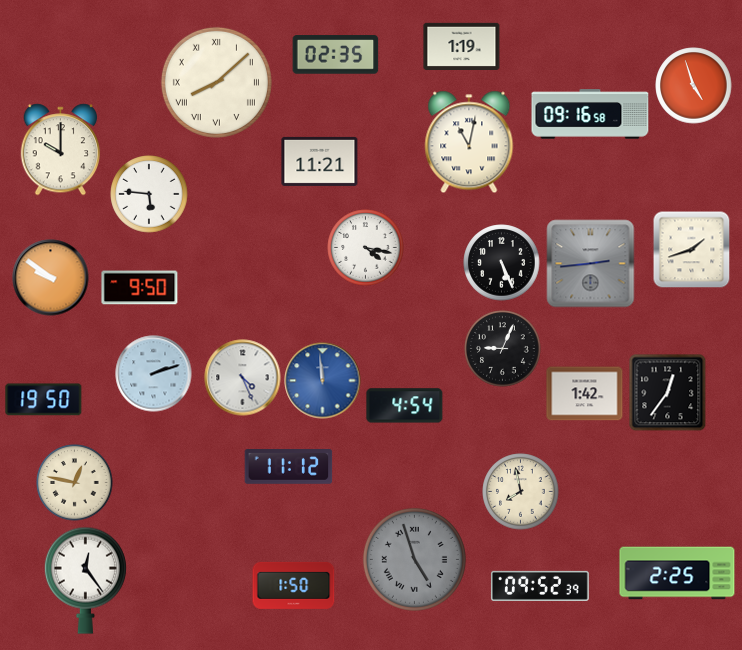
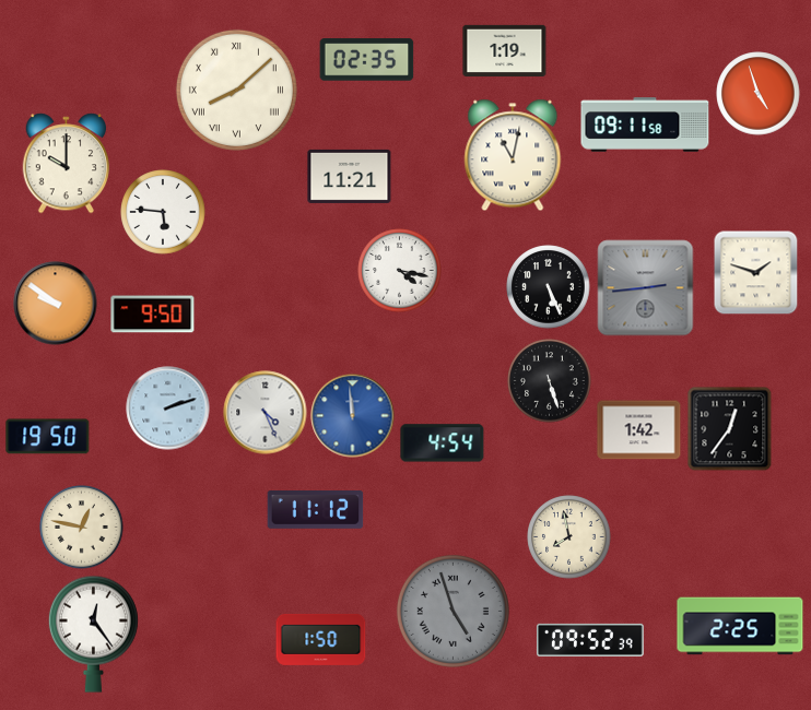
clock at (590, 114): 09:16 -> 09:11
clock at (691, 249): 1:42 -> 1:48
clock at (503, 349): 9:04 -> 5:27
